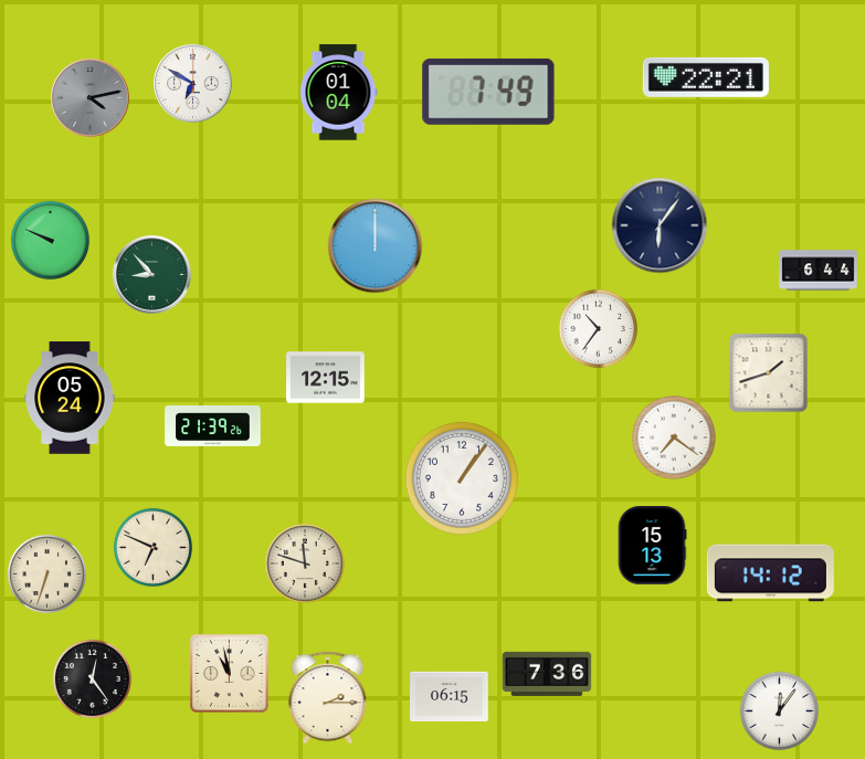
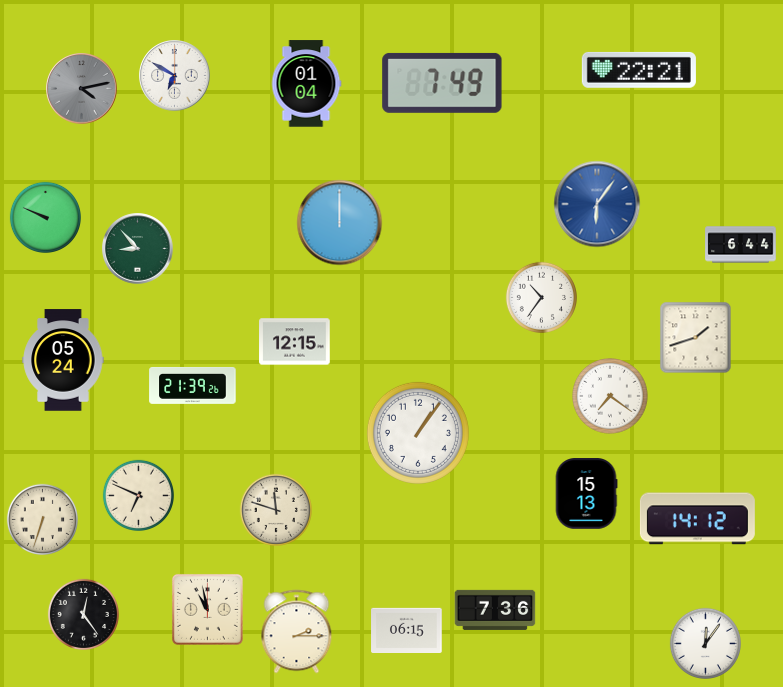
clock at (660, 225) dial: navy -> blue
clock at (652, 546) position: (652, 546) -> (586, 494)
